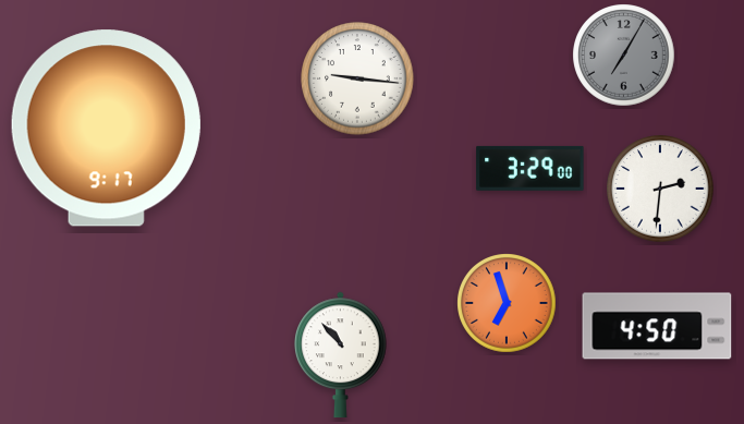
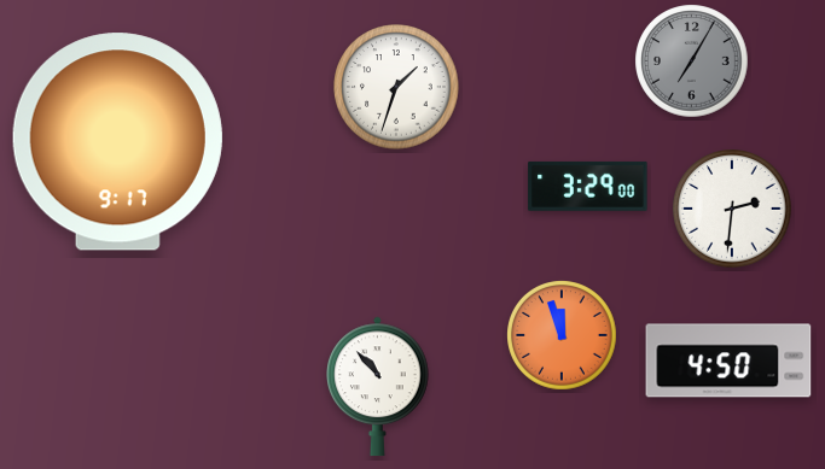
clock at (357, 78): 9:16 -> 1:33
clock at (508, 304): 6:57 -> 11:57
clock at (341, 354) position: (341, 354) -> (378, 386)
